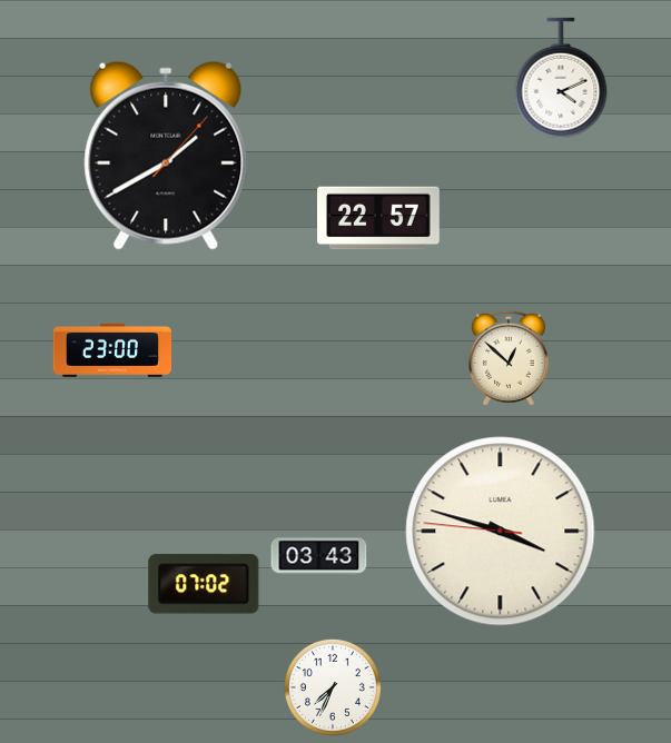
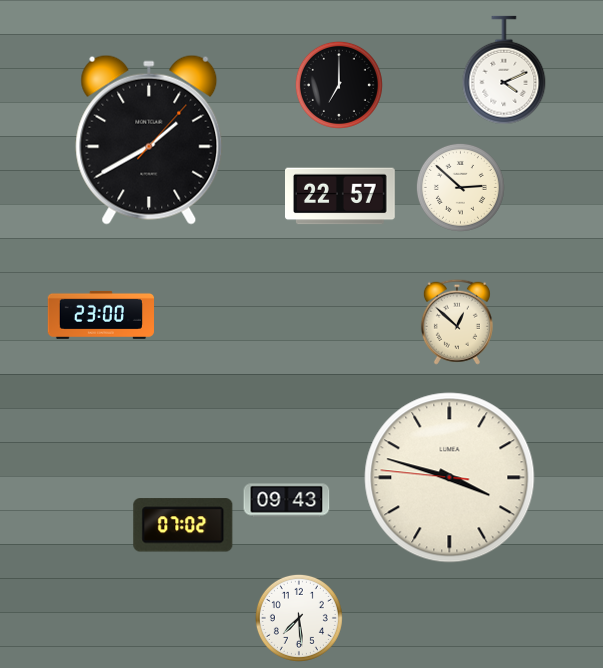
clock at (339, 85): none -> 7:00
clock at (460, 187): none -> 2:52
clock at (319, 557): 03:43 -> 09:43
clock at (333, 687): 7:34 -> 7:29
